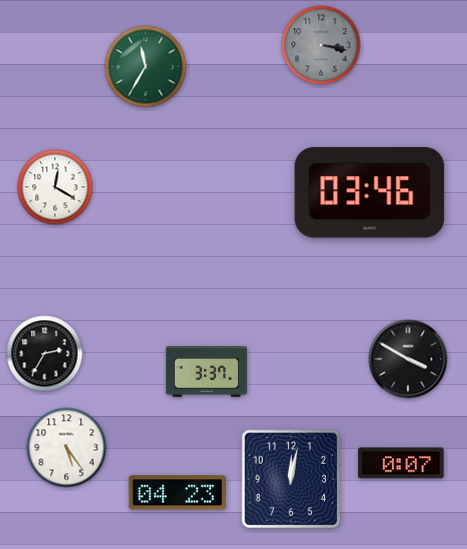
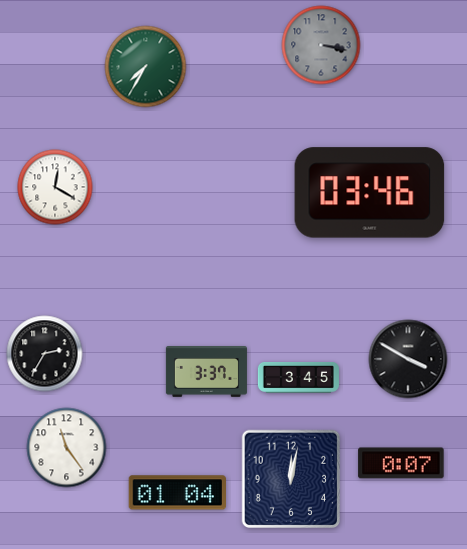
clock at (146, 67): 11:35 -> 7:35
clock at (298, 378): none -> 3:45
clock at (67, 448): 5:24 -> 11:24
clock at (177, 493): 04:23 -> 01:04
